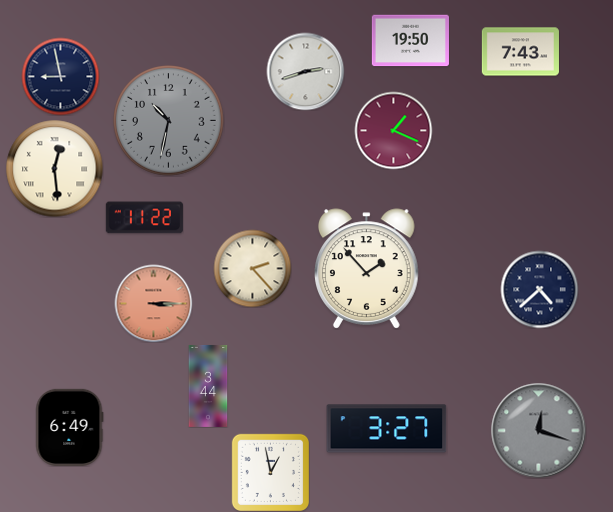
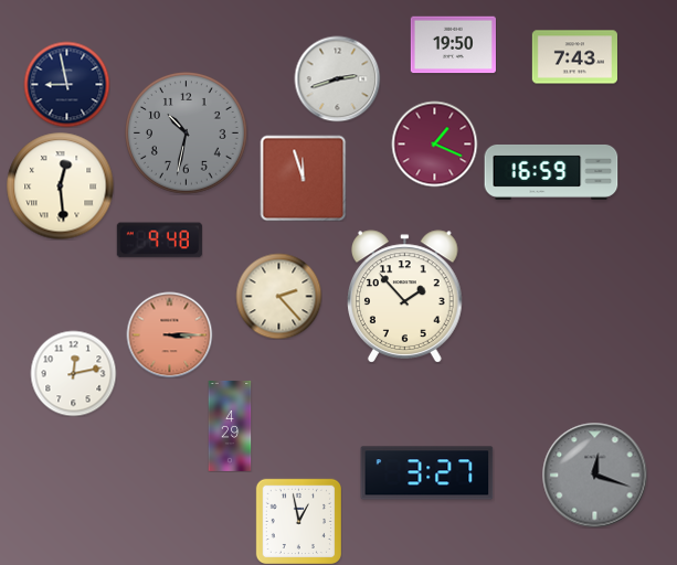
clock at (551, 172): none -> 16:59
clock at (303, 178): none -> 11:57
clock at (144, 218): 11:22 -> 9:48
clock at (539, 289): 4:38 -> none
clock at (73, 373): none -> 12:13
clock at (208, 386): 3:44 -> 4:29
clock at (70, 427): 6:49 -> none
